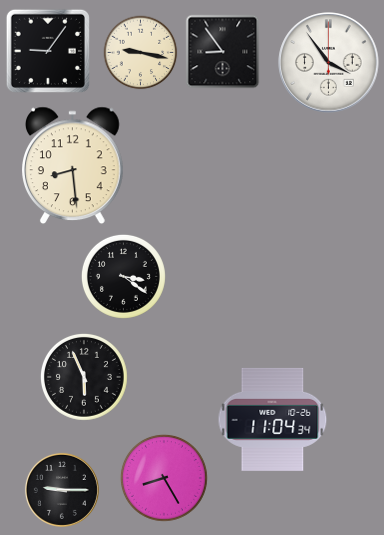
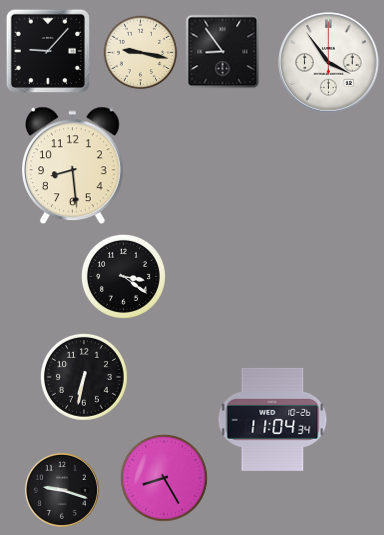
clock at (48, 51): 9:06 -> 9:07
clock at (84, 377): 5:56 -> 6:32
clock at (62, 490): 9:15 -> 9:18
